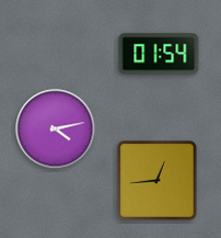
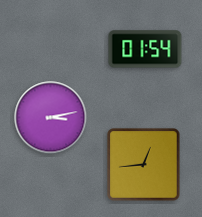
clock at (56, 129): 4:13 -> 3:13
